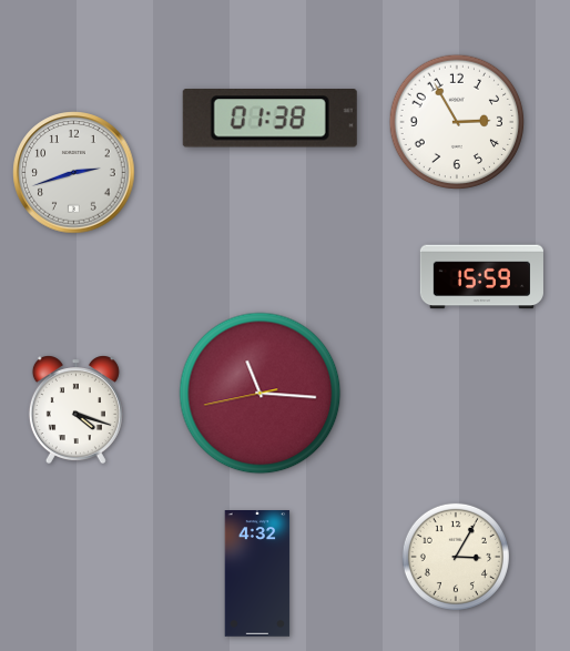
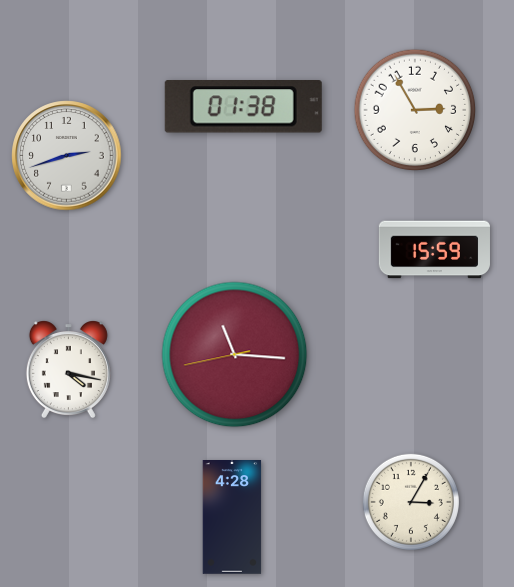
clock at (457, 122) position: (457, 122) -> (415, 110)
clock at (75, 410): 4:18 -> 4:17
clock at (257, 573): 4:32 -> 4:28
